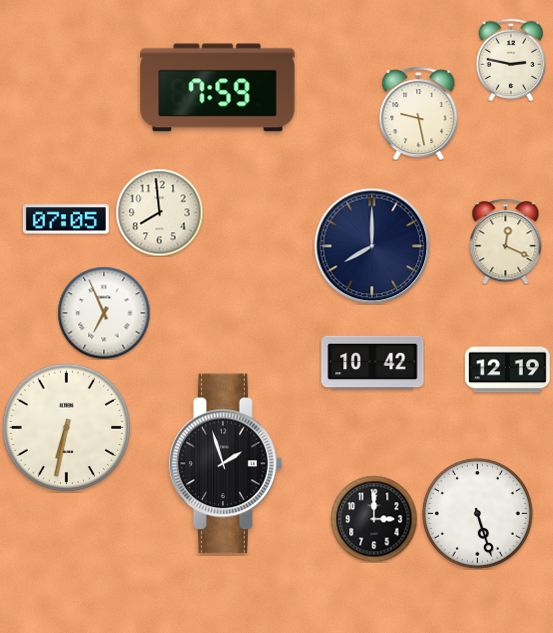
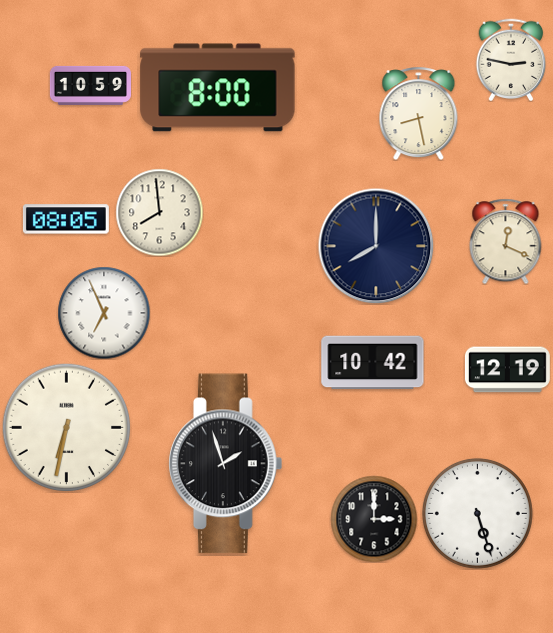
clock at (90, 85): none -> 10:59
clock at (218, 88): 7:59 -> 8:00
clock at (419, 113): 9:28 -> 8:28
clock at (66, 219): 07:05 -> 08:05
clock at (372, 246) position: (372, 246) -> (376, 246)
